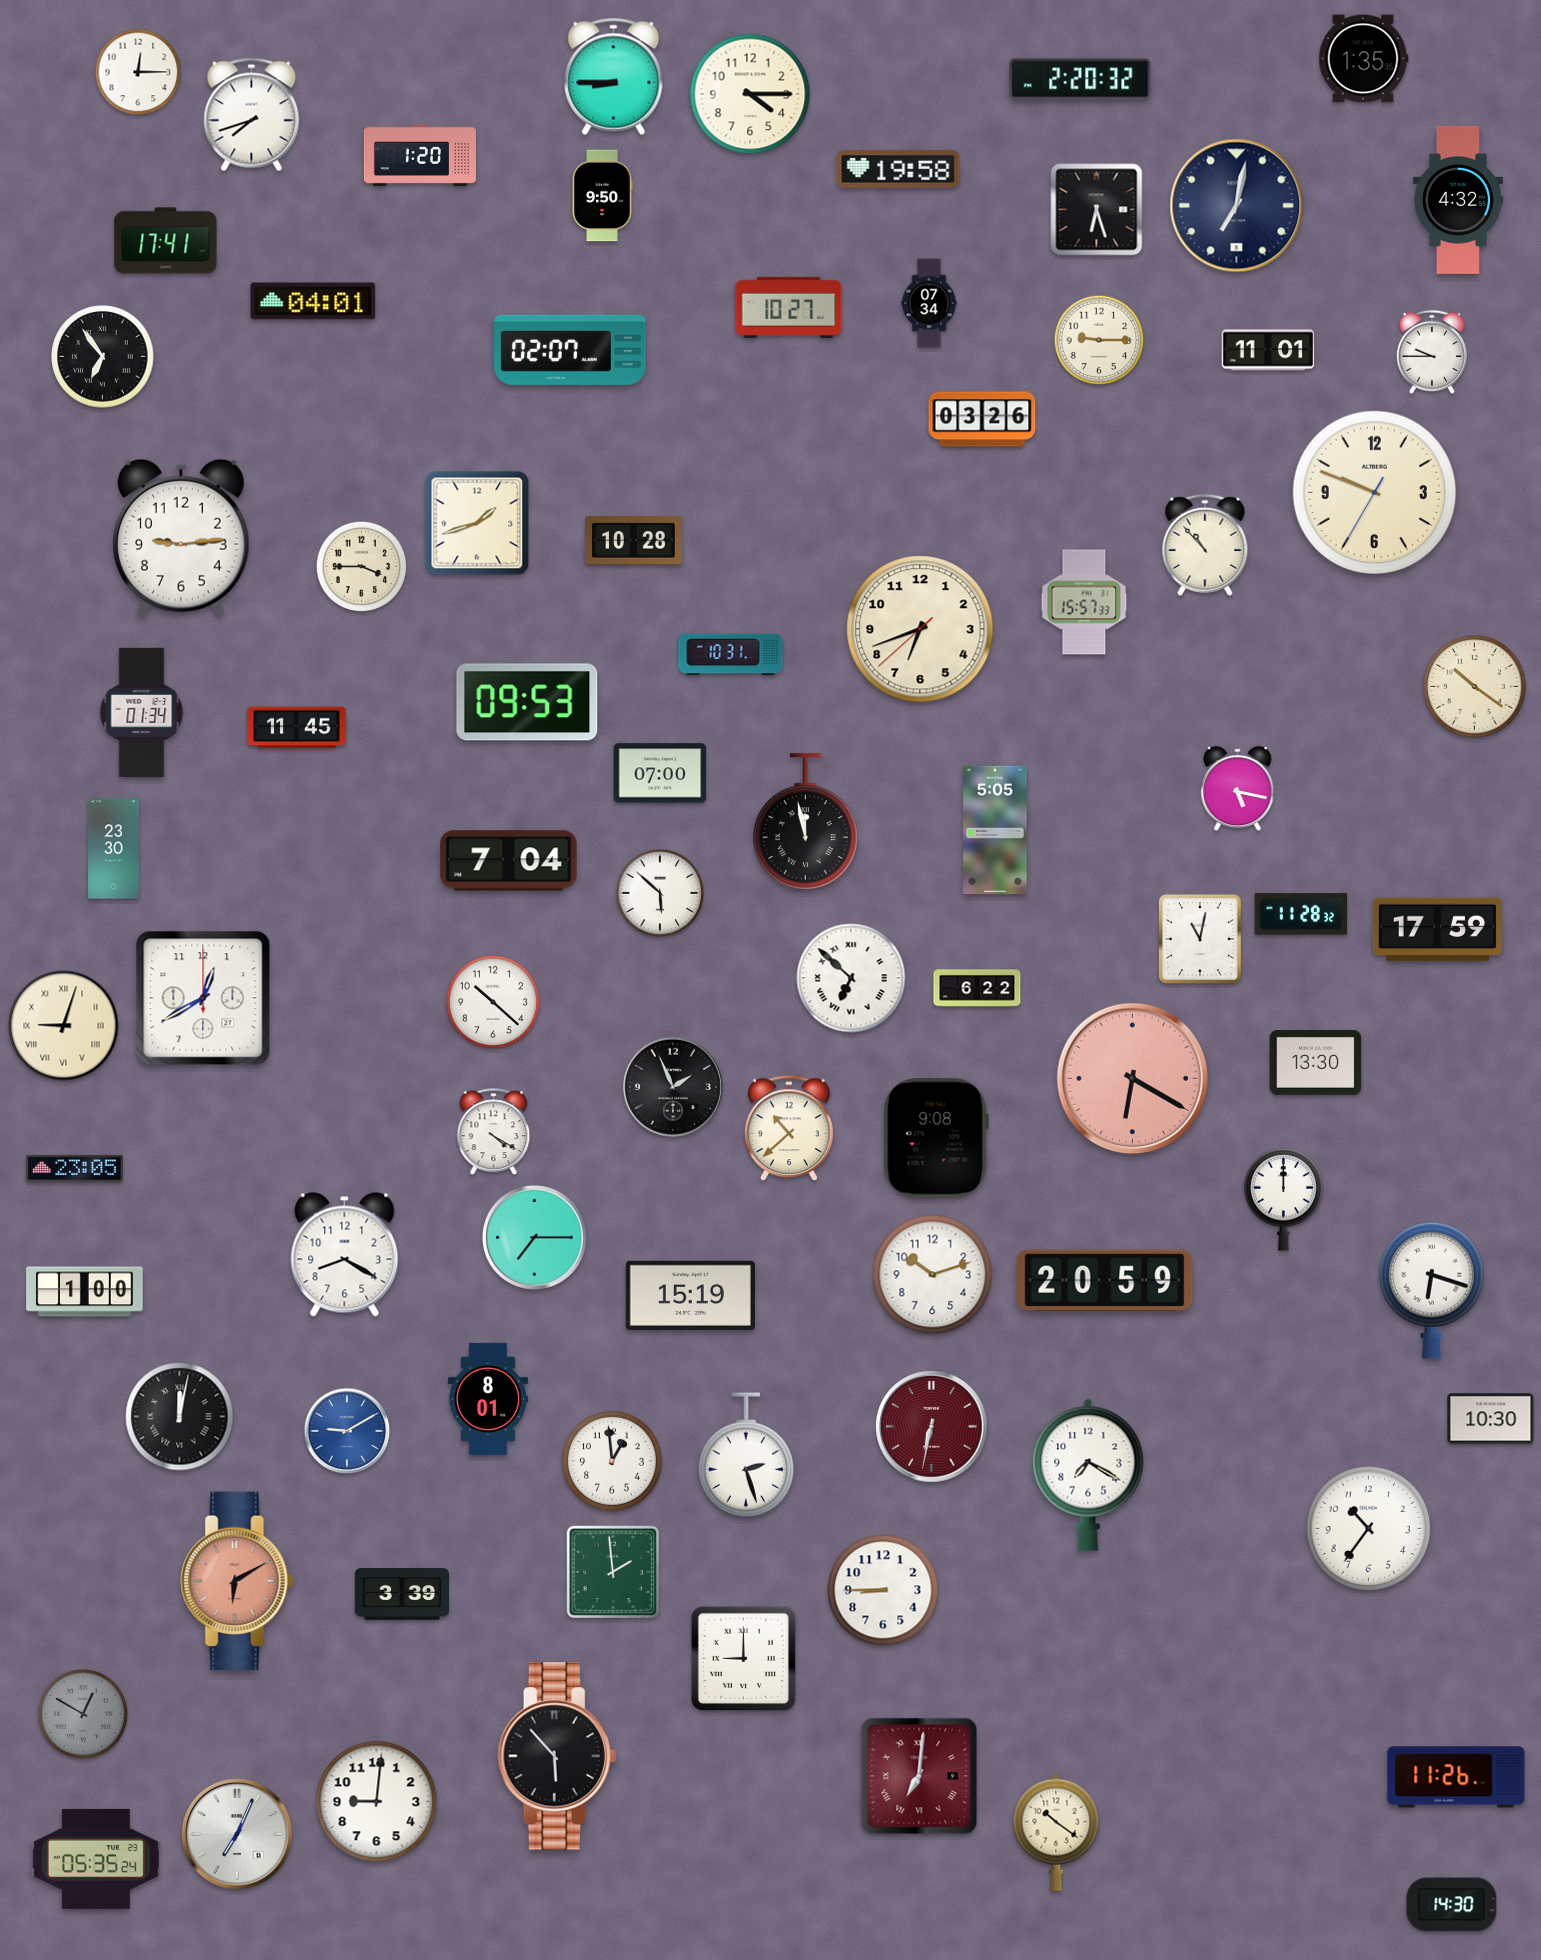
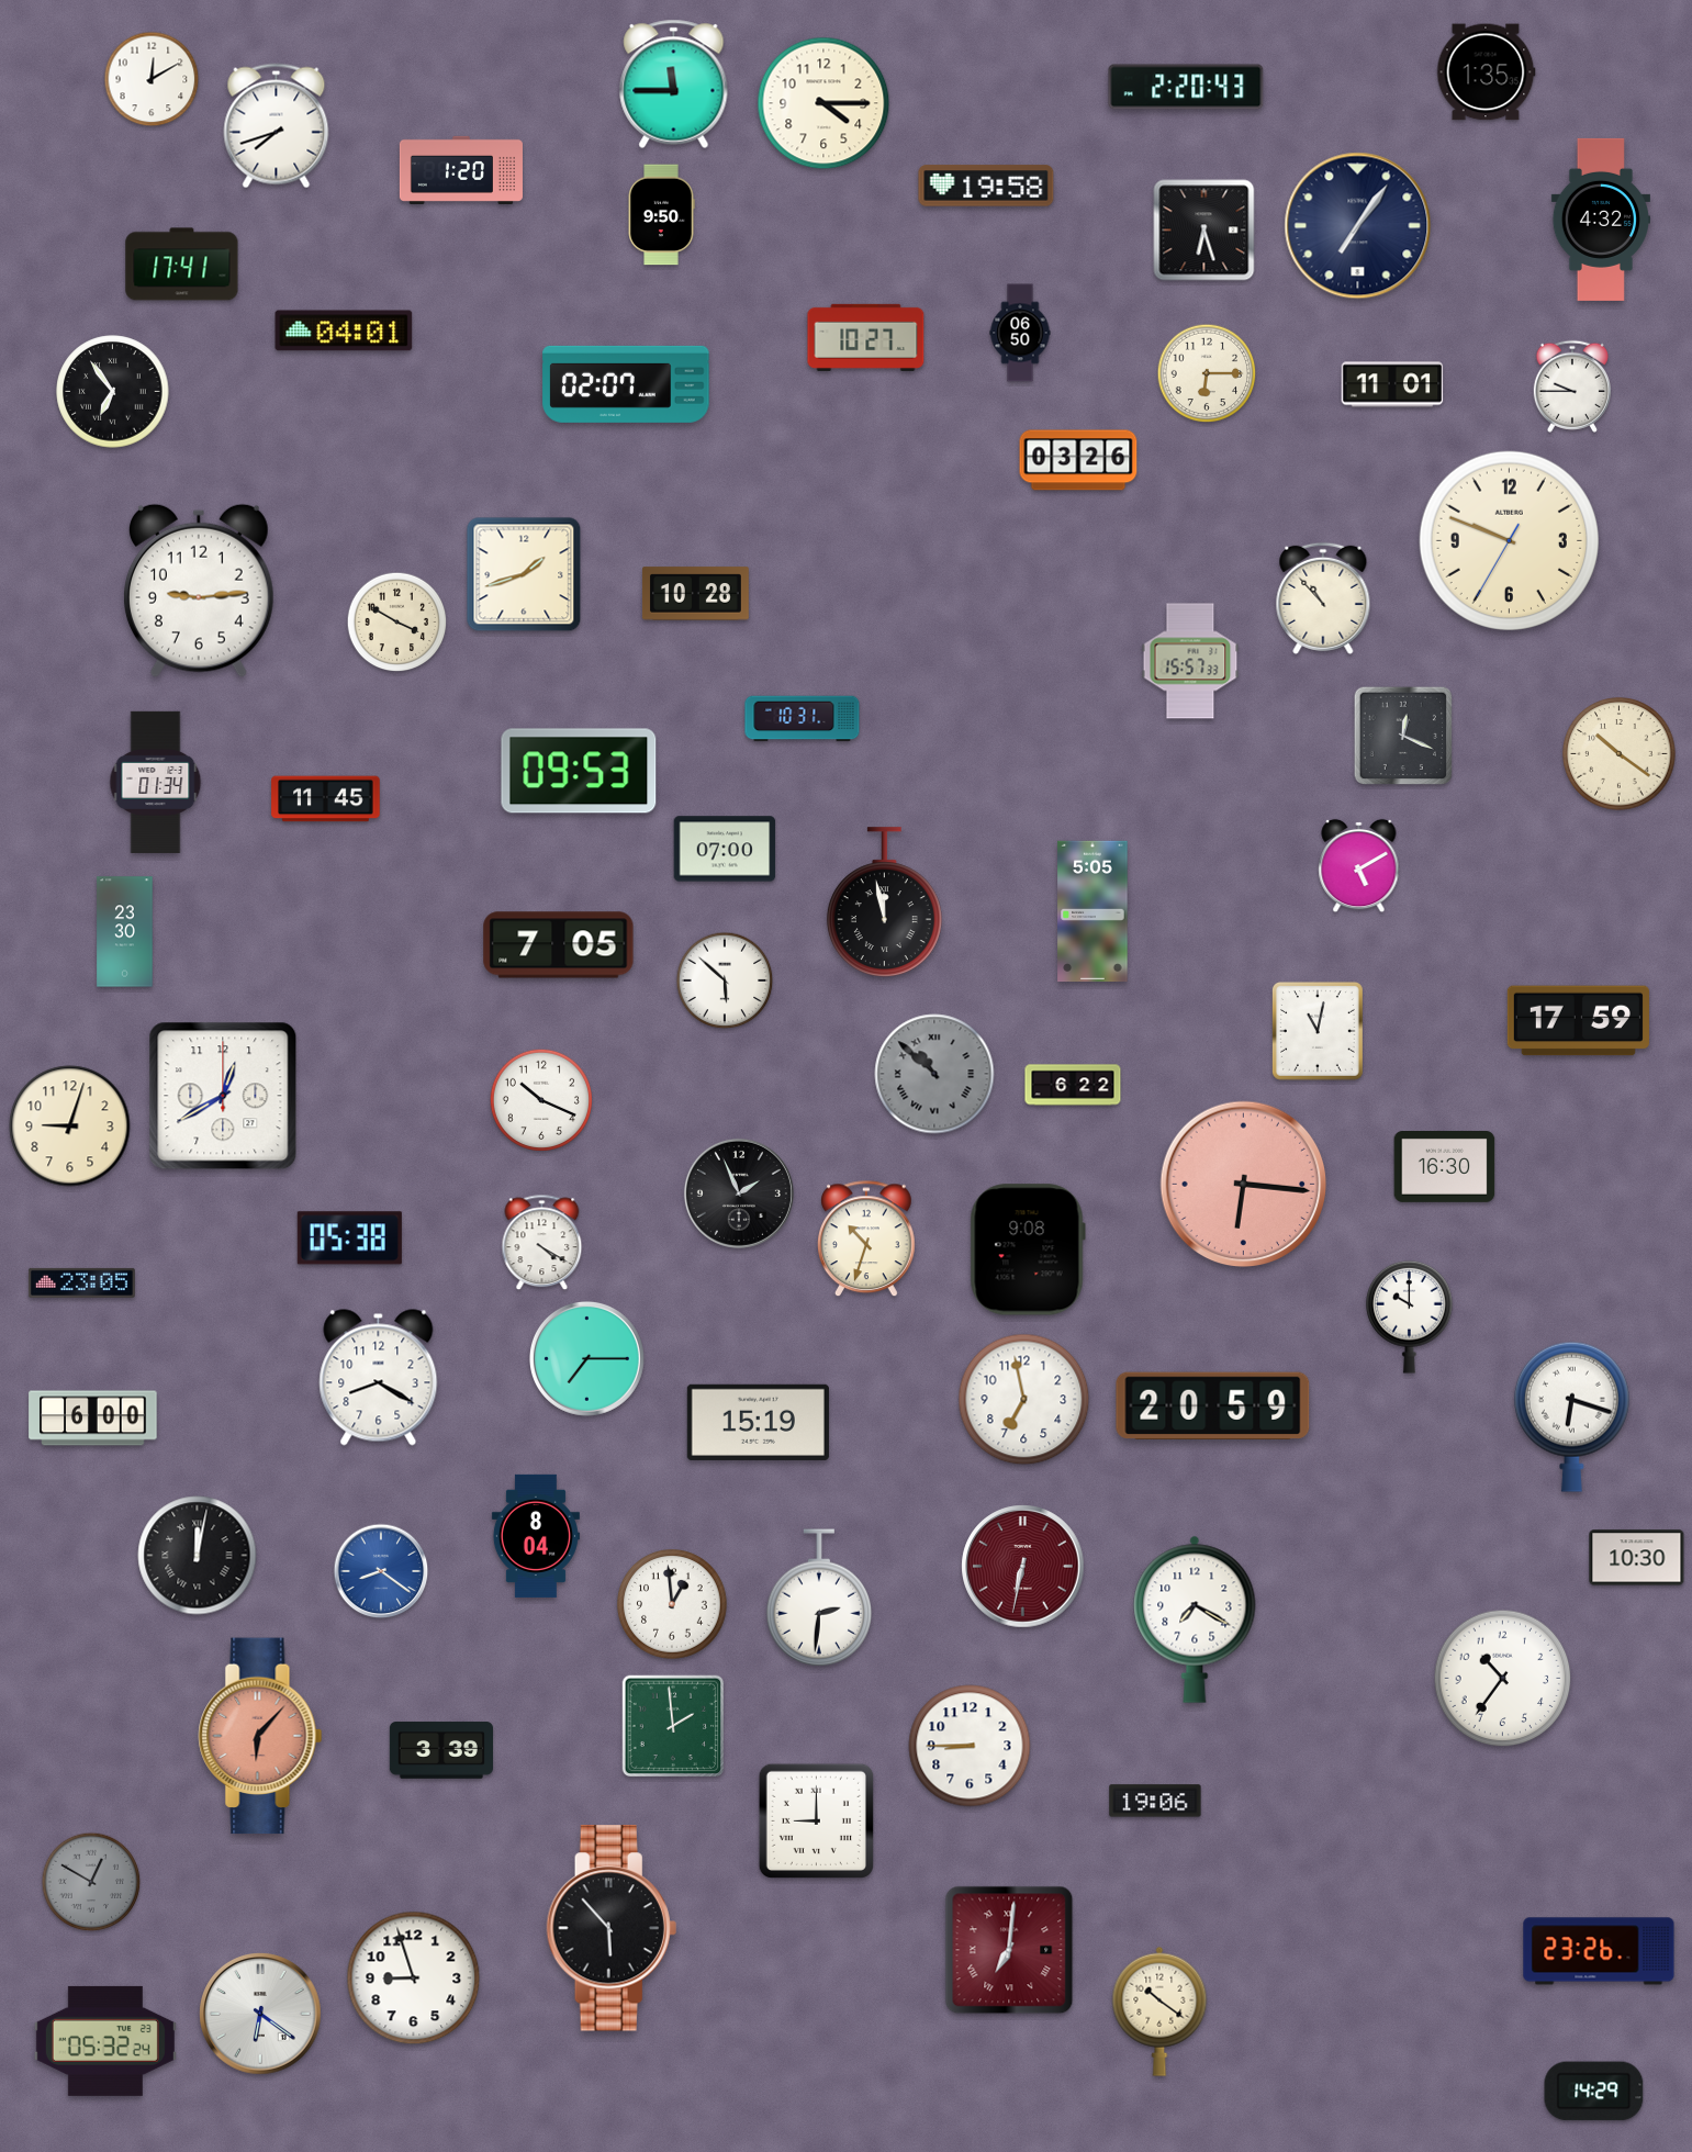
clock at (1363, 59) position: (1363, 59) -> (1486, 72)
clock at (138, 72): 12:15 -> 12:10
clock at (614, 76): 8:45 -> 11:45
clock at (1080, 79): 2:20:32 -> 2:20:43
clock at (1237, 206): 7:02 -> 7:06
clock at (929, 303): 07:34 -> 06:50
clock at (1099, 340): 9:15 -> 6:15
clock at (362, 567): 3:45 -> 3:50
clock at (920, 629): 6:41 -> none
clock at (1403, 736): none -> 12:19
clock at (1238, 789): 5:17 -> 5:10
clock at (509, 861): 7:04 -> 7:05
clock at (1301, 914): 11:28 -> none
clock at (851, 978): 6:52 -> 10:52
clock at (851, 978) dial: white -> grey
clock at (493, 1002): 10:22 -> 10:19
clock at (64, 1026) numerals: Roman -> Arabic
clock at (1316, 1063): 13:30 -> 16:30
clock at (1133, 1079): 6:20 -> 6:16
clock at (349, 1238): none -> 05:38
clock at (790, 1129): 10:38 -> 10:33
clock at (1284, 1199): 12:00 -> 10:00
clock at (933, 1275): 10:12 -> 6:58
clock at (85, 1292): 1:00 -> 6:00
clock at (488, 1399): 8:01 -> 8:04
clock at (347, 1431): 9:10 -> 8:21
clock at (746, 1455): 2:27 -> 2:31
clock at (237, 1581): 6:10 -> 6:07
clock at (1155, 1801): none -> 19:06
clock at (1456, 1777): 11:26 -> 23:26
clock at (377, 1802): 9:01 -> 8:57
clock at (237, 1834): 7:04 -> 6:21
clock at (96, 1859): 05:35 -> 05:32
clock at (1452, 1905): 14:30 -> 14:29
